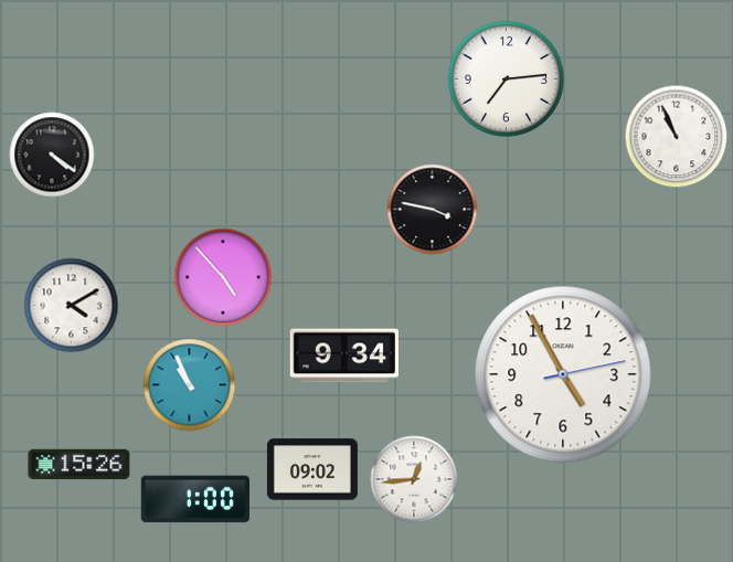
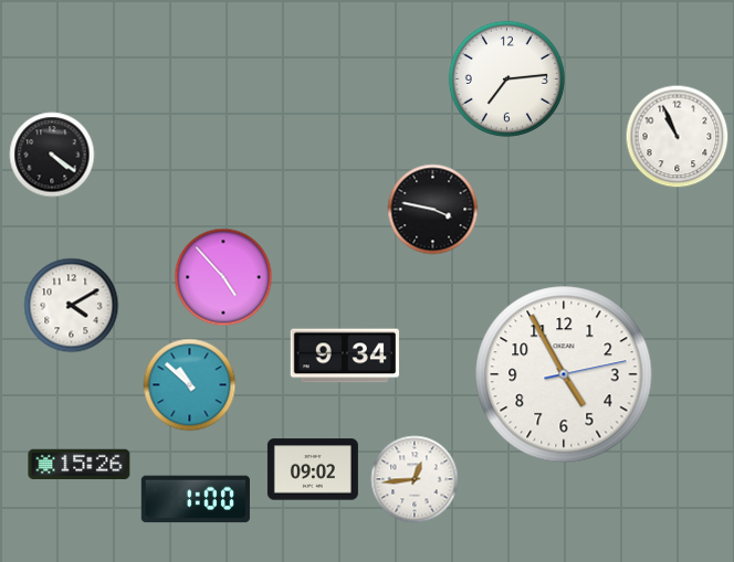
clock at (190, 385): 10:56 -> 10:52
